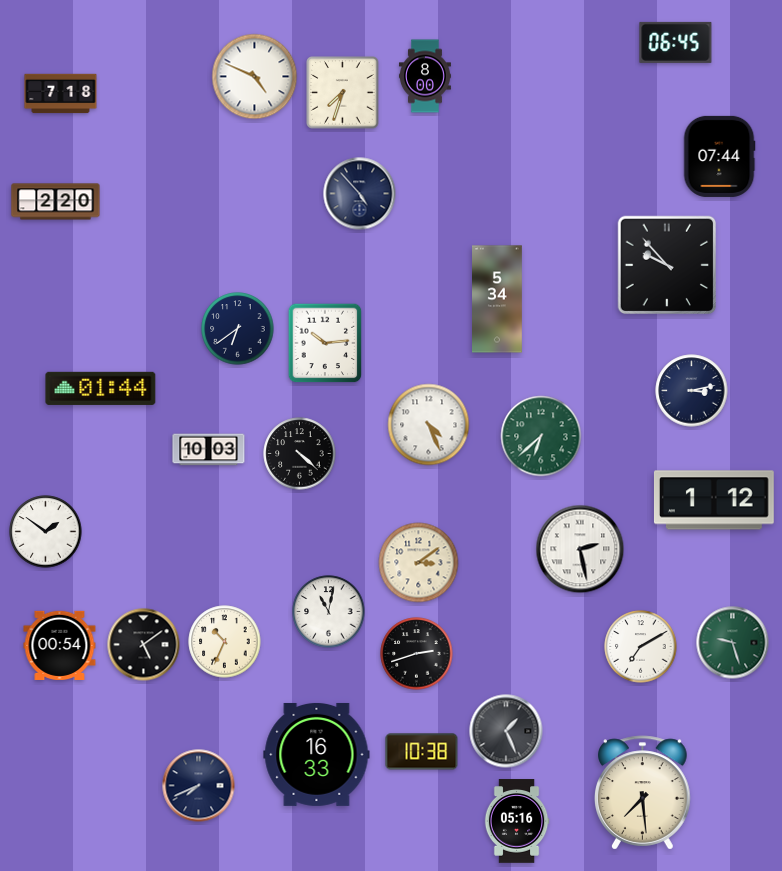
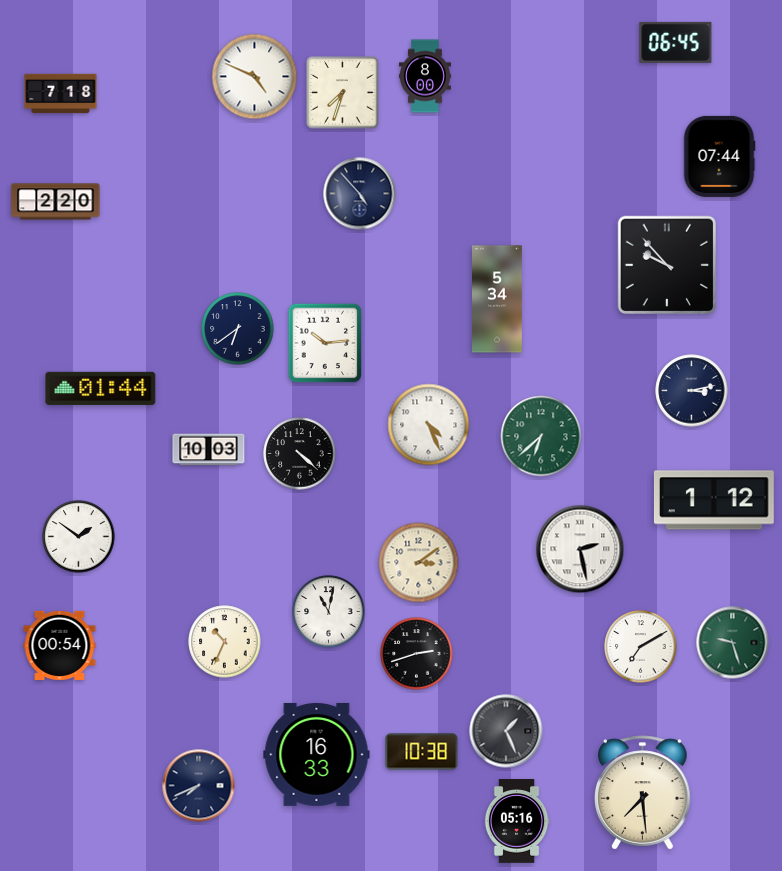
clock at (46, 532) position: (46, 532) -> (79, 537)
clock at (144, 645): 5:09 -> none
